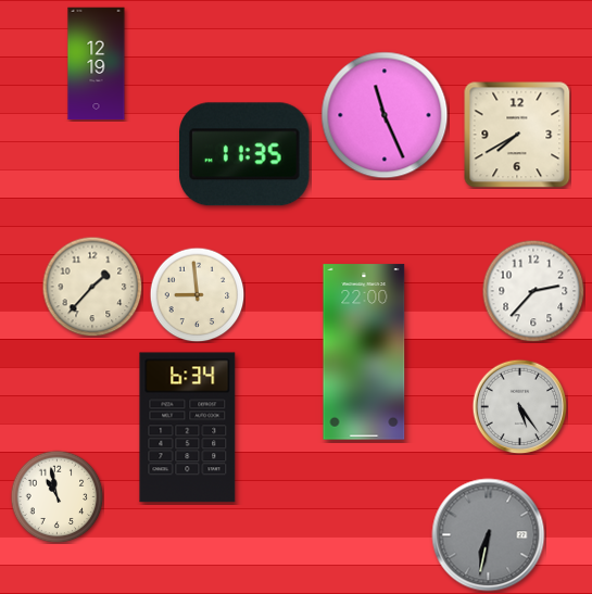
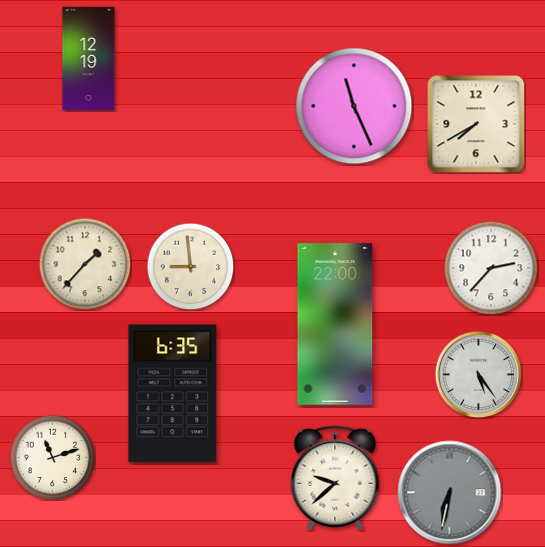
clock at (245, 154): 11:35 -> none
clock at (197, 294) position: (197, 294) -> (190, 266)
clock at (188, 428): 6:34 -> 6:35
clock at (56, 496): 10:58 -> 11:12
clock at (335, 478): none -> 9:38
